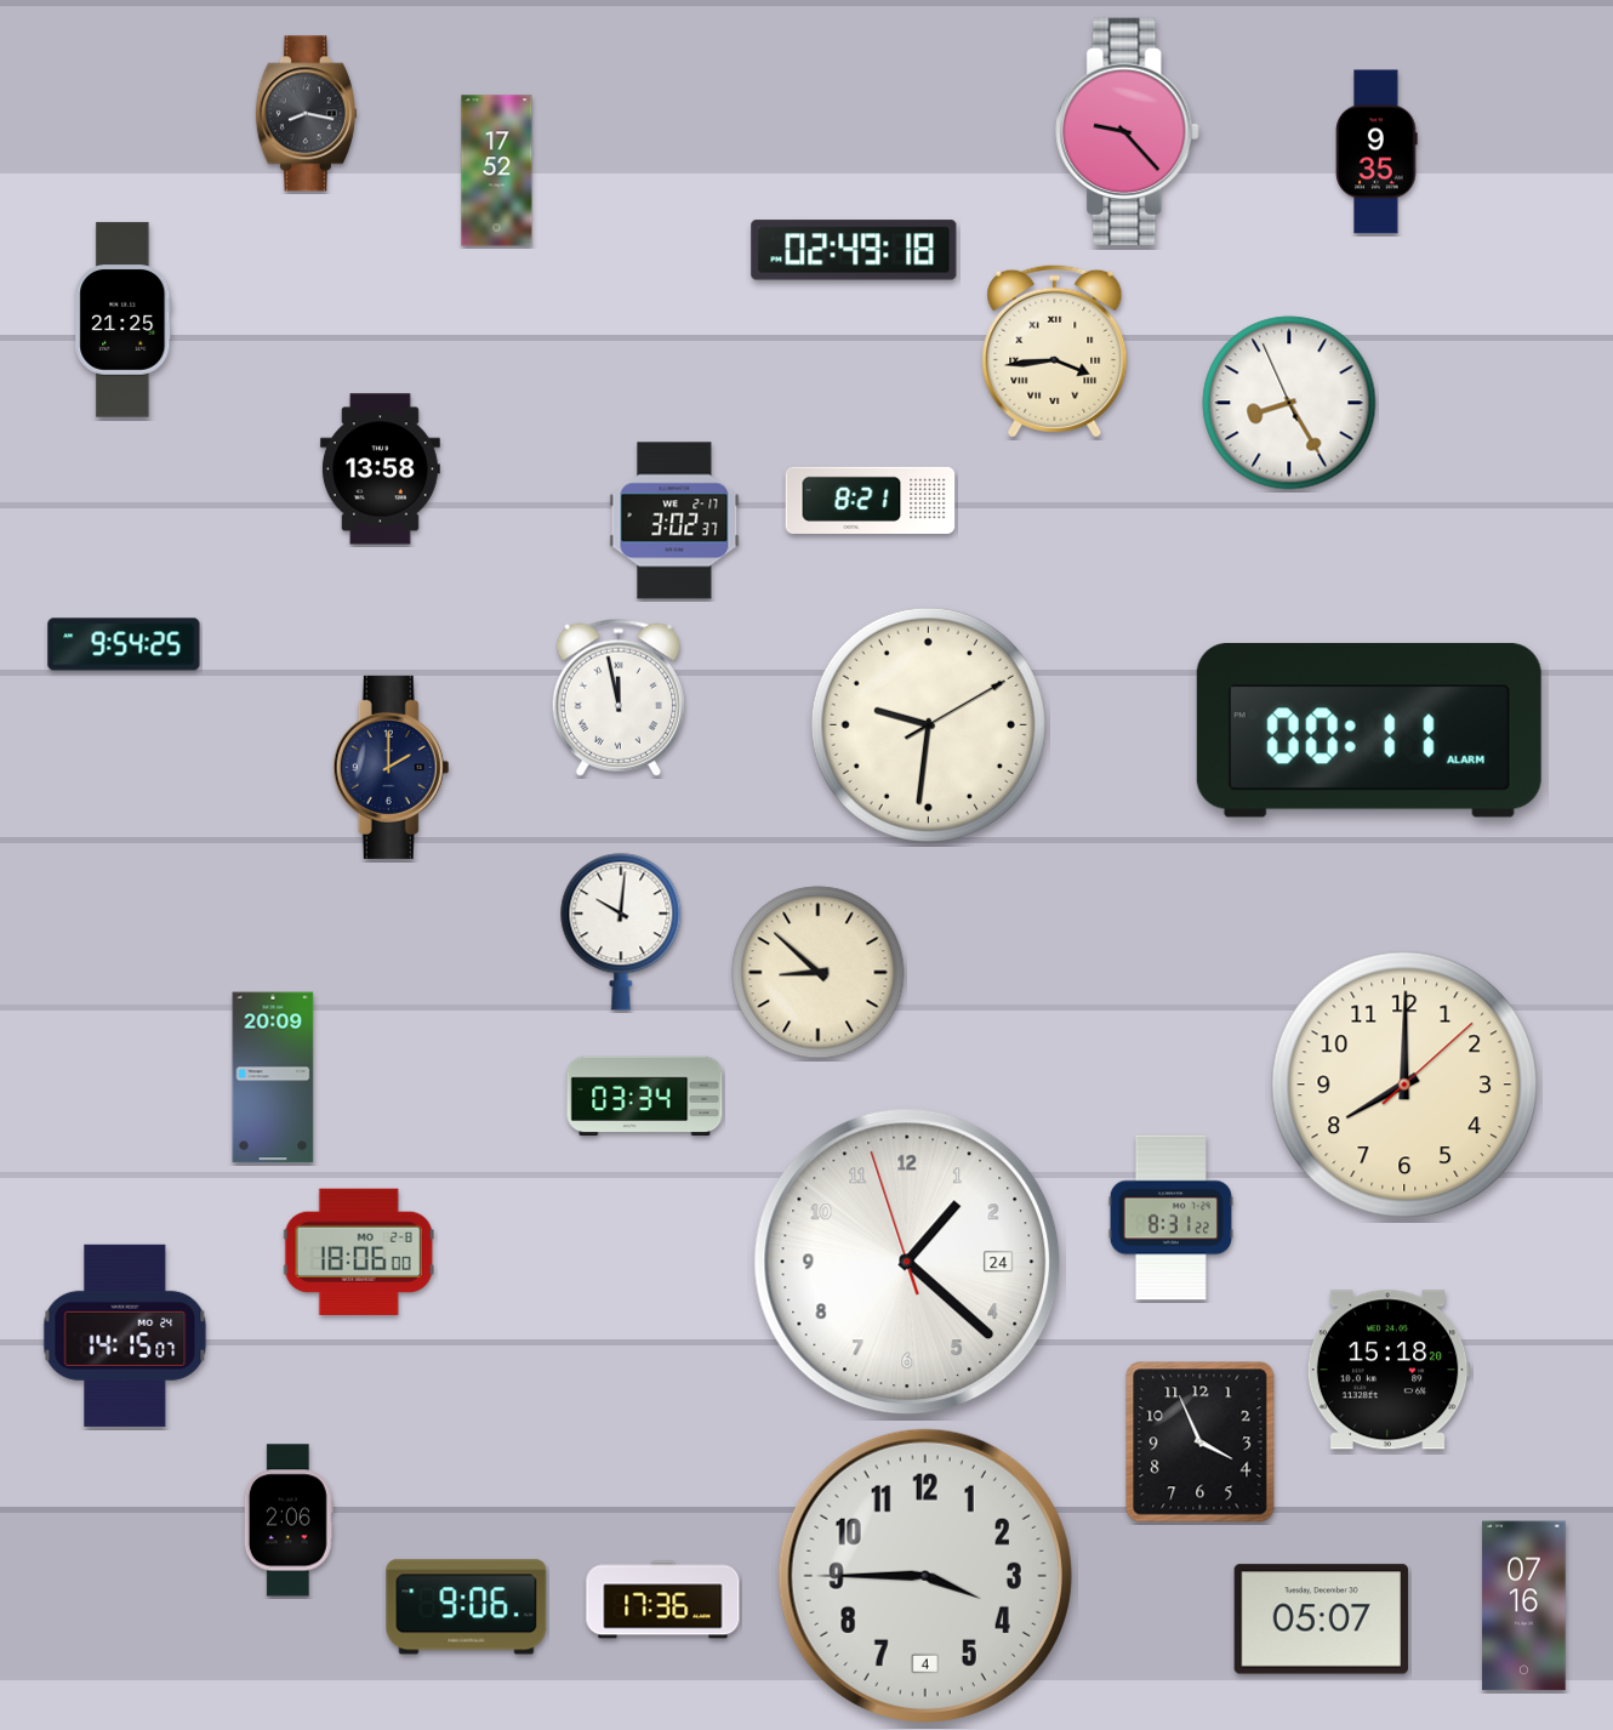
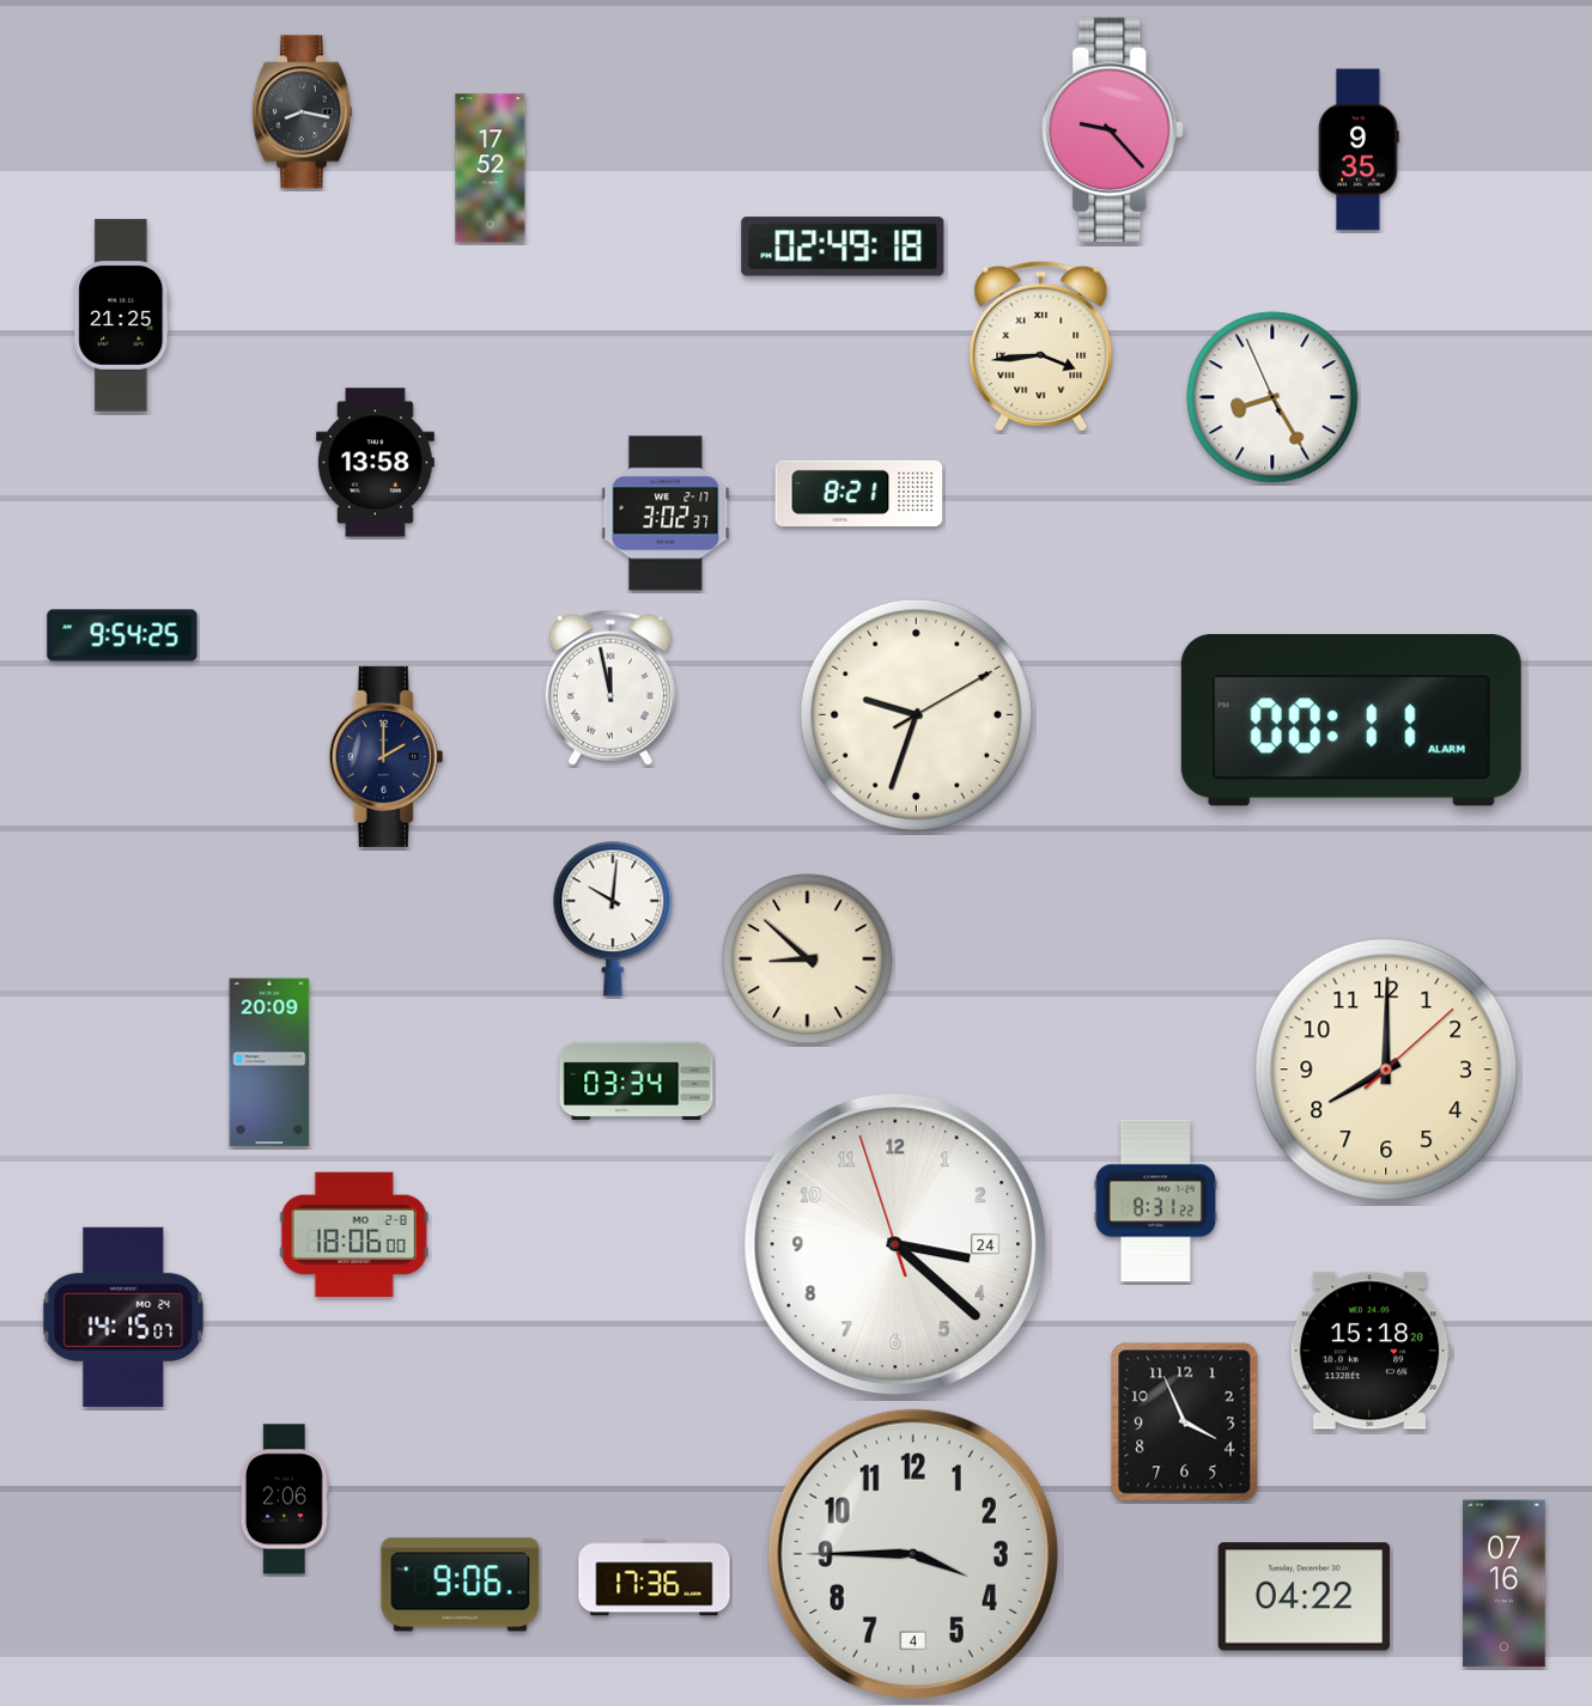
clock at (928, 724): 9:31 -> 9:33
clock at (907, 1262): 1:21 -> 3:21
clock at (1322, 1620): 05:07 -> 04:22
